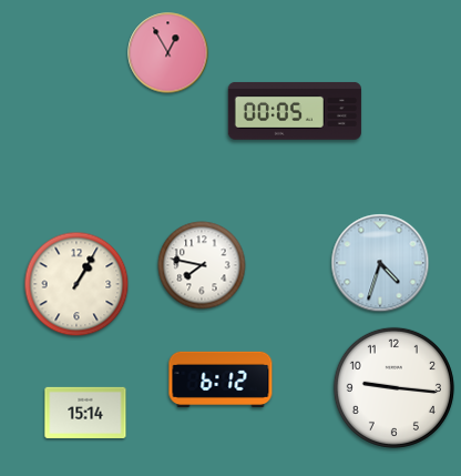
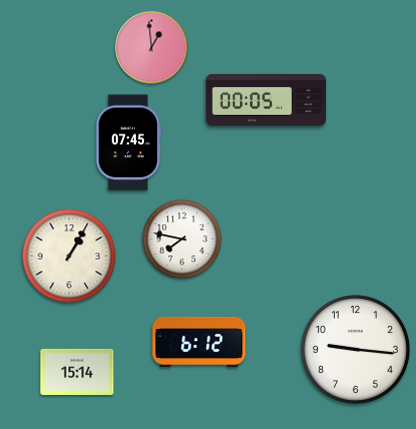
clock at (168, 53): 12:55 -> 12:59
clock at (128, 143): none -> 07:45
clock at (380, 263): 4:33 -> none
